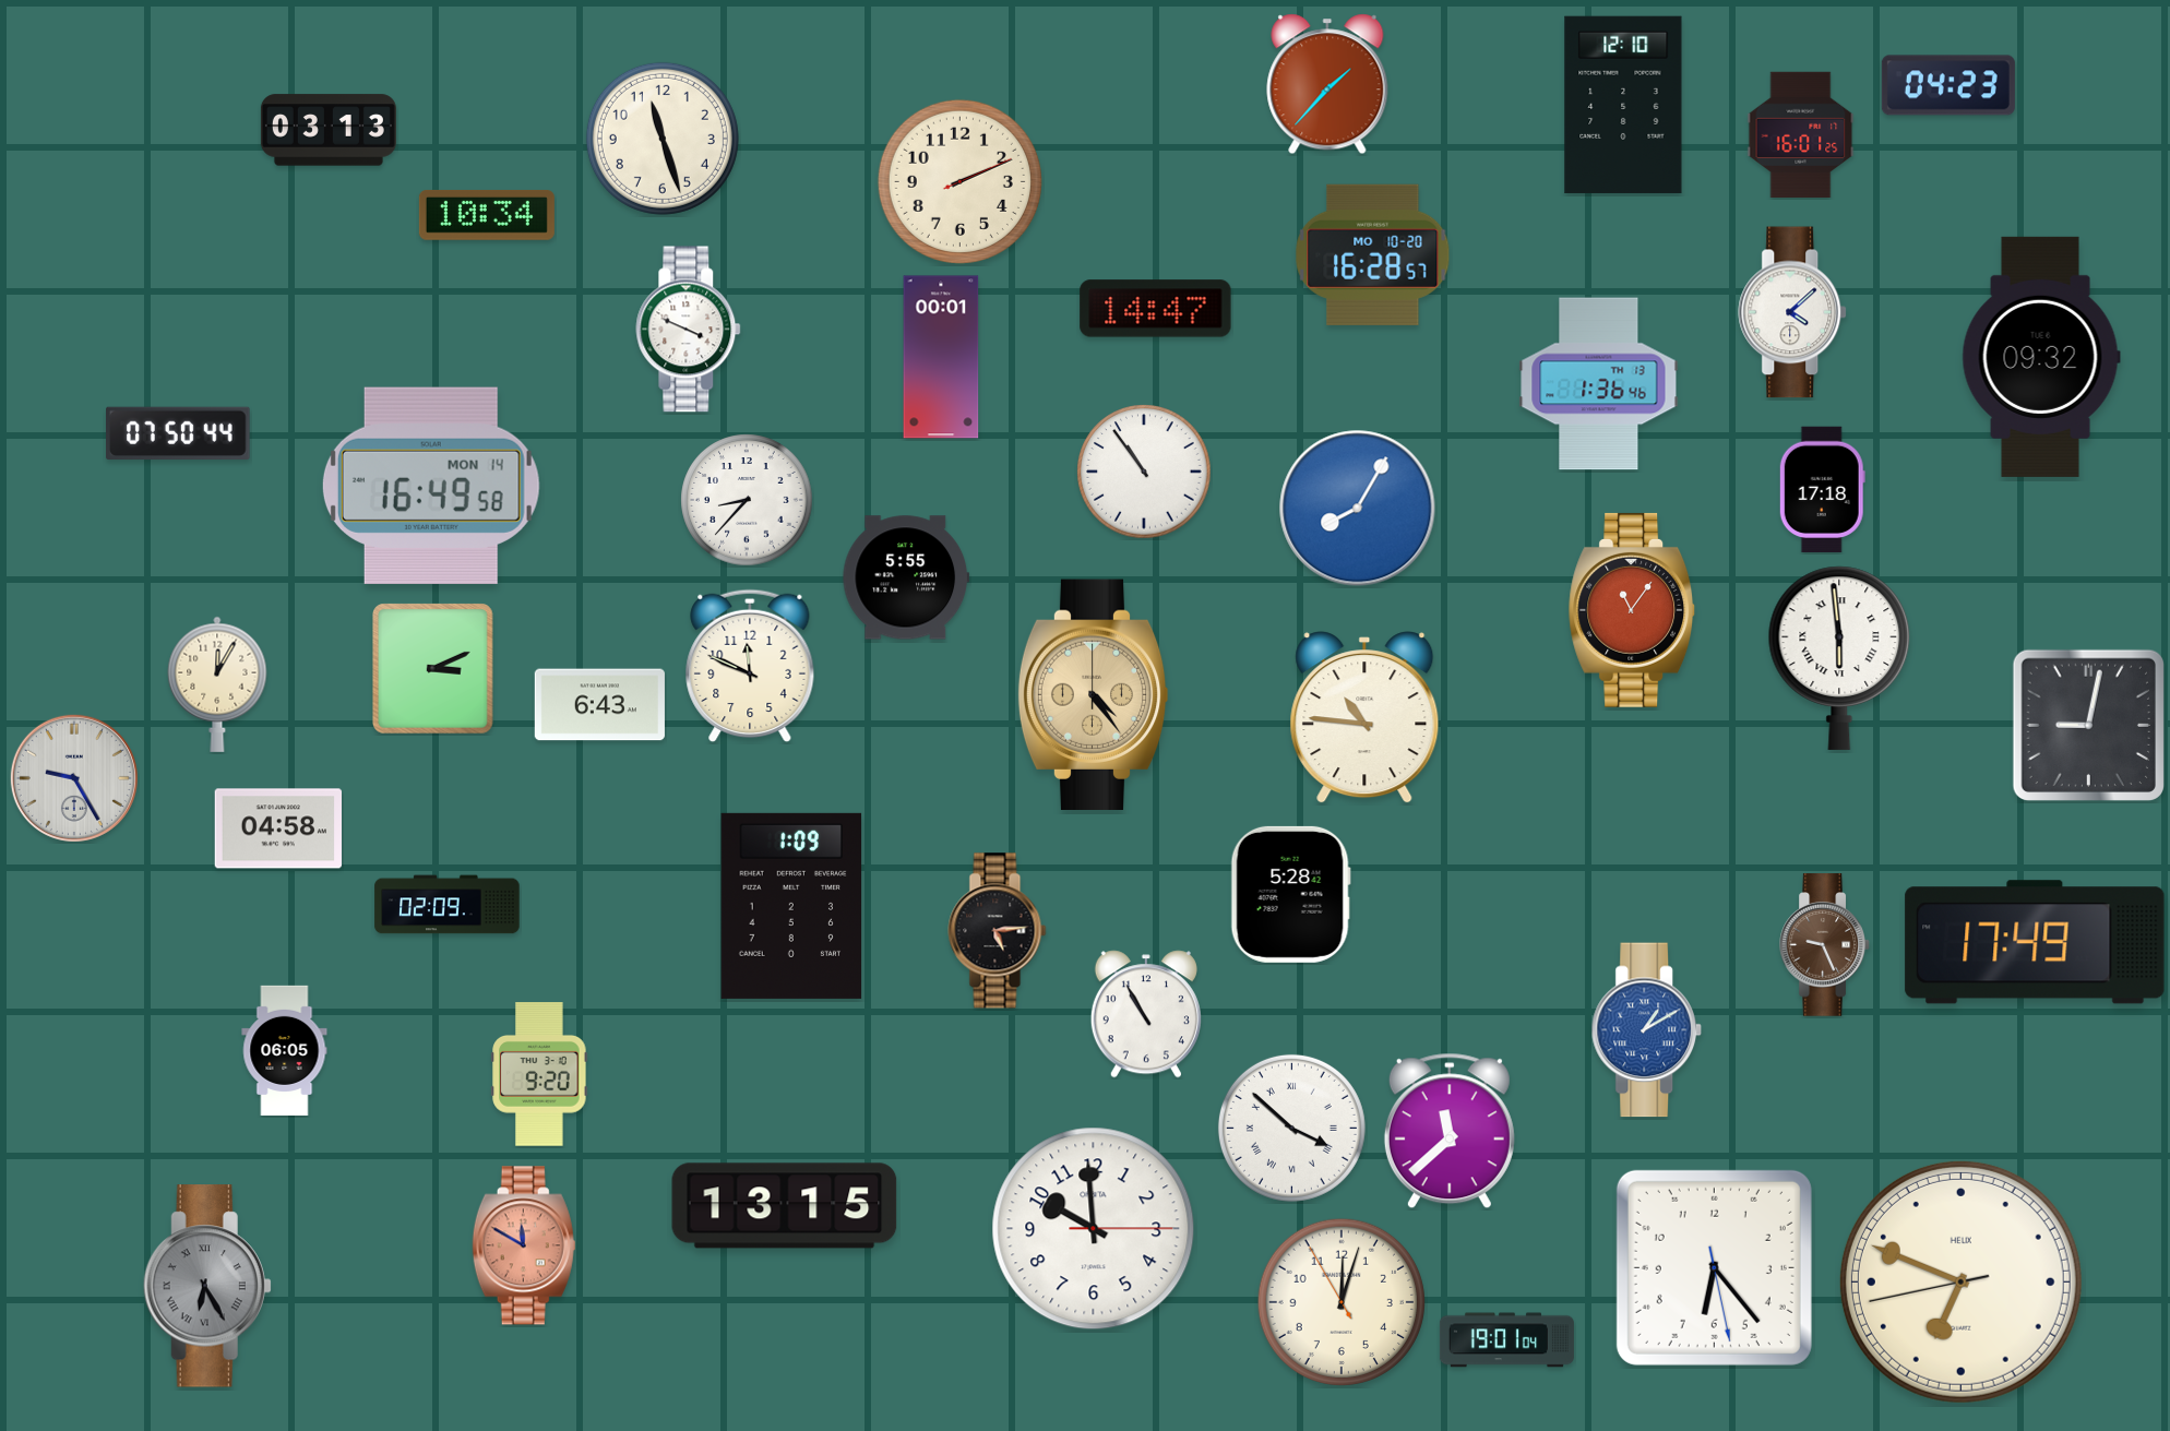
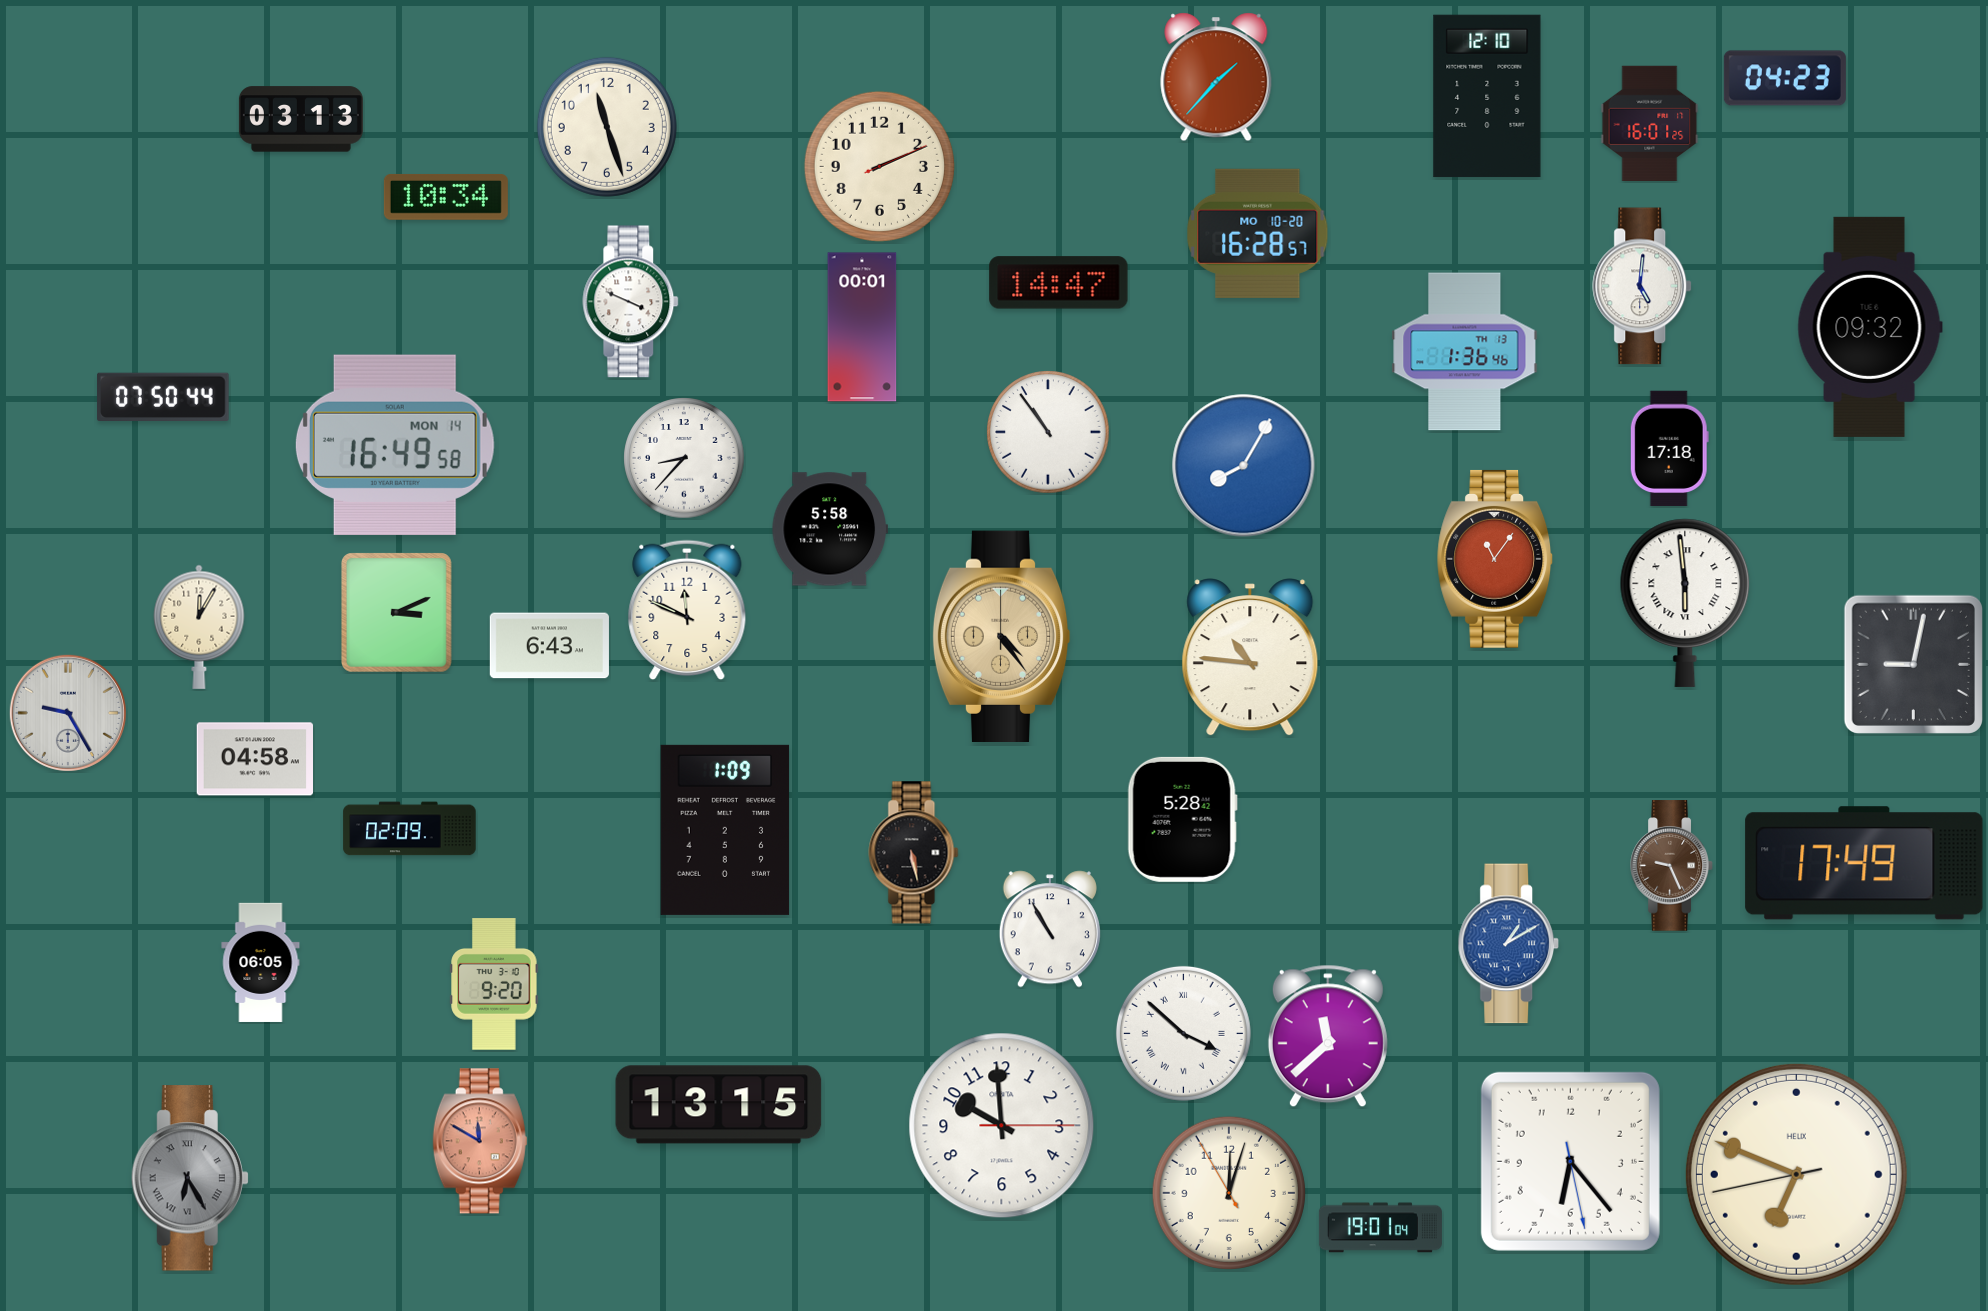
clock at (1793, 312): 4:08 -> 5:01
clock at (905, 577): 5:55 -> 5:58
clock at (998, 931): 5:14 -> 5:28
